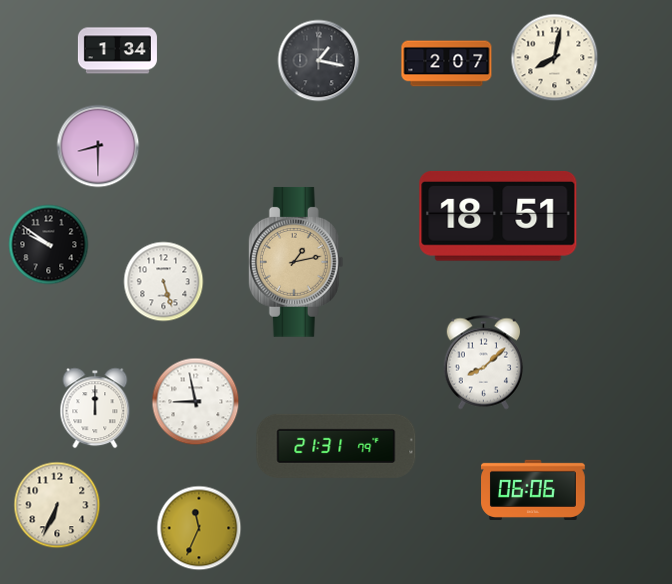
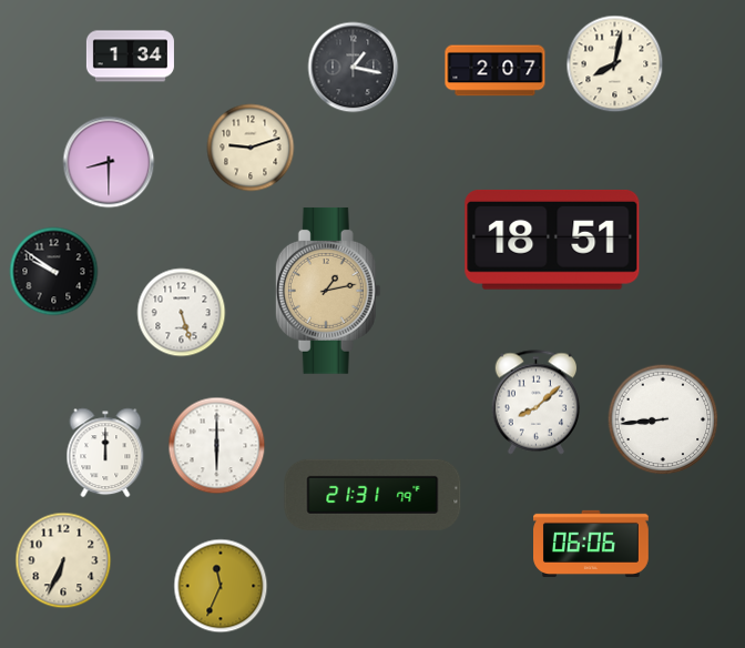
clock at (251, 148): none -> 9:12
clock at (663, 419): none -> 8:44
clock at (196, 402): 8:58 -> 6:00
